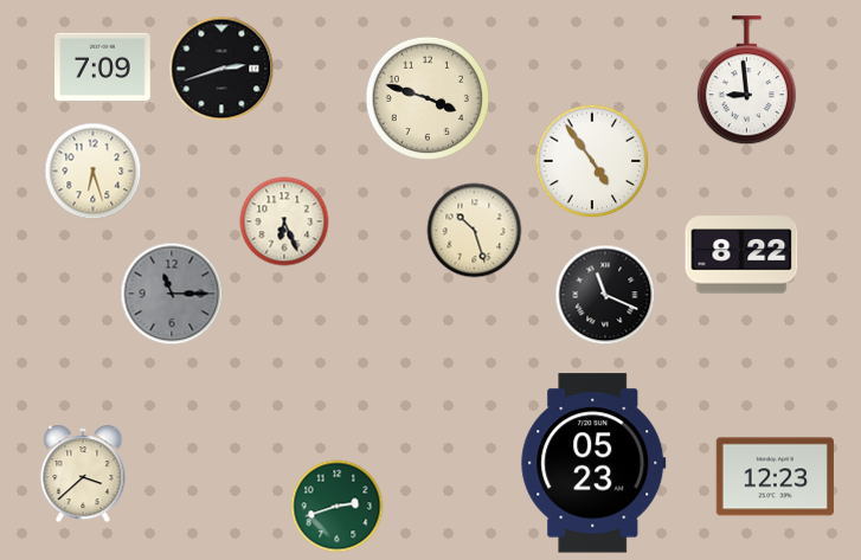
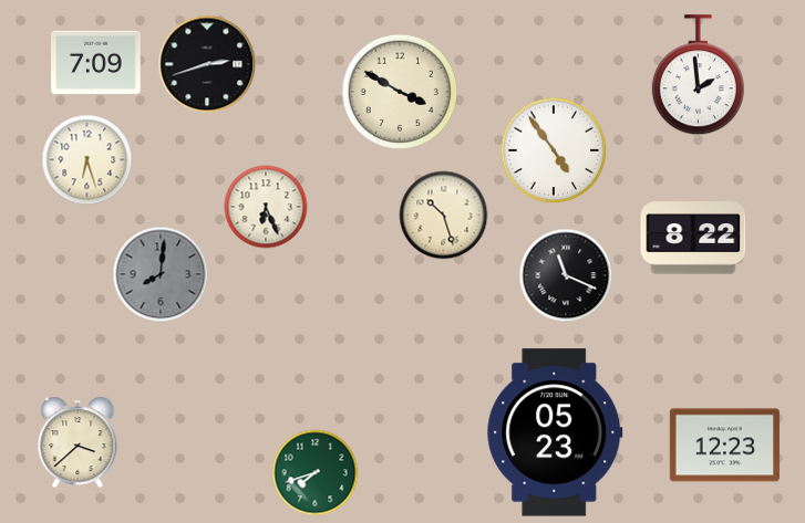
clock at (746, 81): 8:59 -> 1:59
clock at (426, 97): 3:48 -> 3:50
clock at (172, 294): 11:15 -> 8:01
clock at (338, 507): 2:42 -> 7:42
